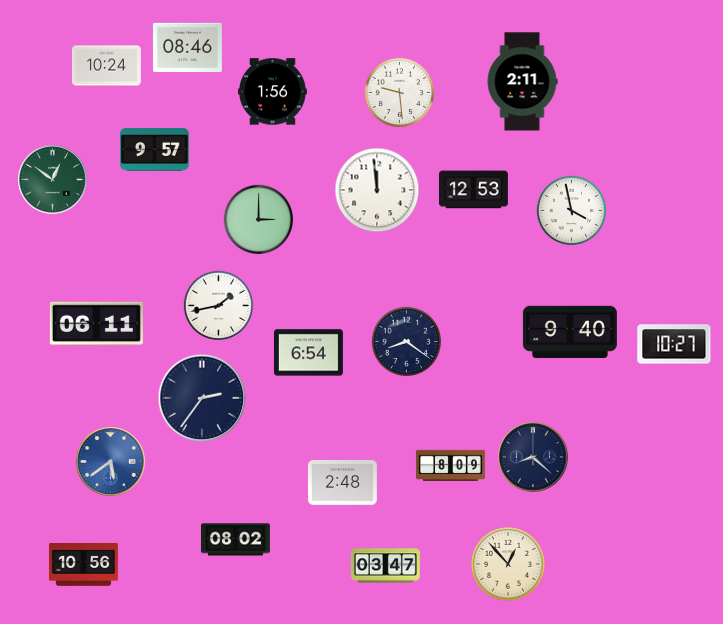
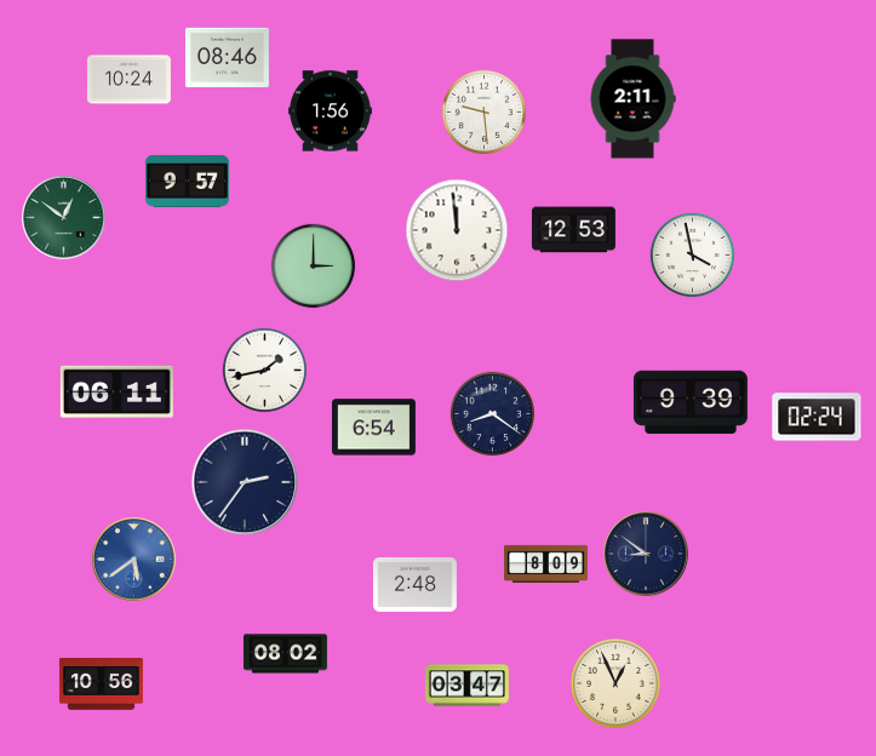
clock at (570, 332): 9:40 -> 9:39
clock at (674, 344): 10:27 -> 02:24
clock at (533, 457): 8:22 -> 8:51
clock at (508, 564): 12:53 -> 12:56
